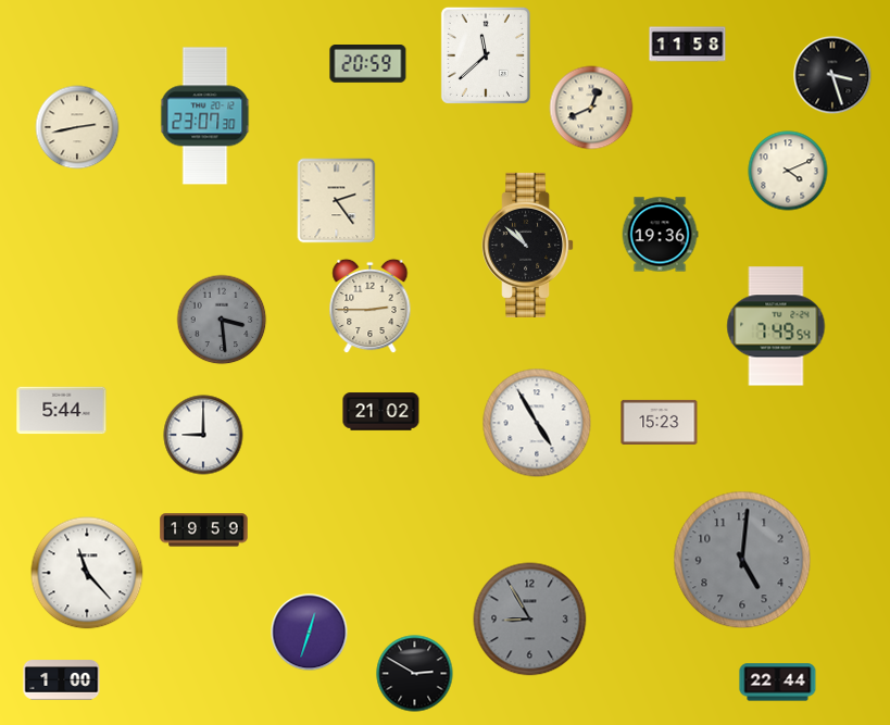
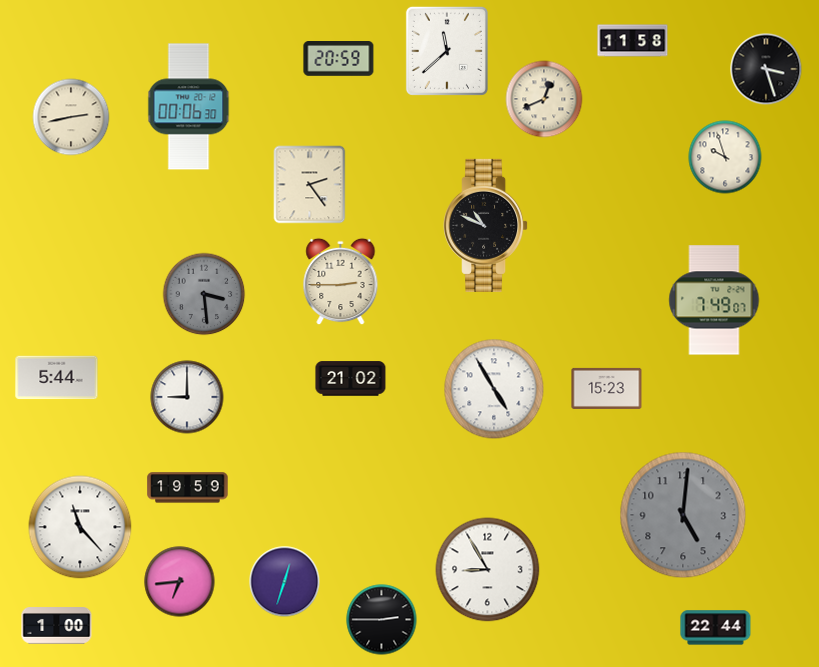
clock at (205, 116): 23:07 -> 00:06
clock at (788, 171): 4:11 -> 9:57
clock at (660, 235): 19:36 -> none
clock at (528, 245): 10:52 -> 10:49
clock at (776, 326): 7:49:54 -> 7:49:07
clock at (203, 435) position: (203, 435) -> (187, 397)
clock at (530, 620) dial: grey -> white
clock at (180, 582): none -> 6:44
clock at (415, 674): 2:50 -> 2:45
